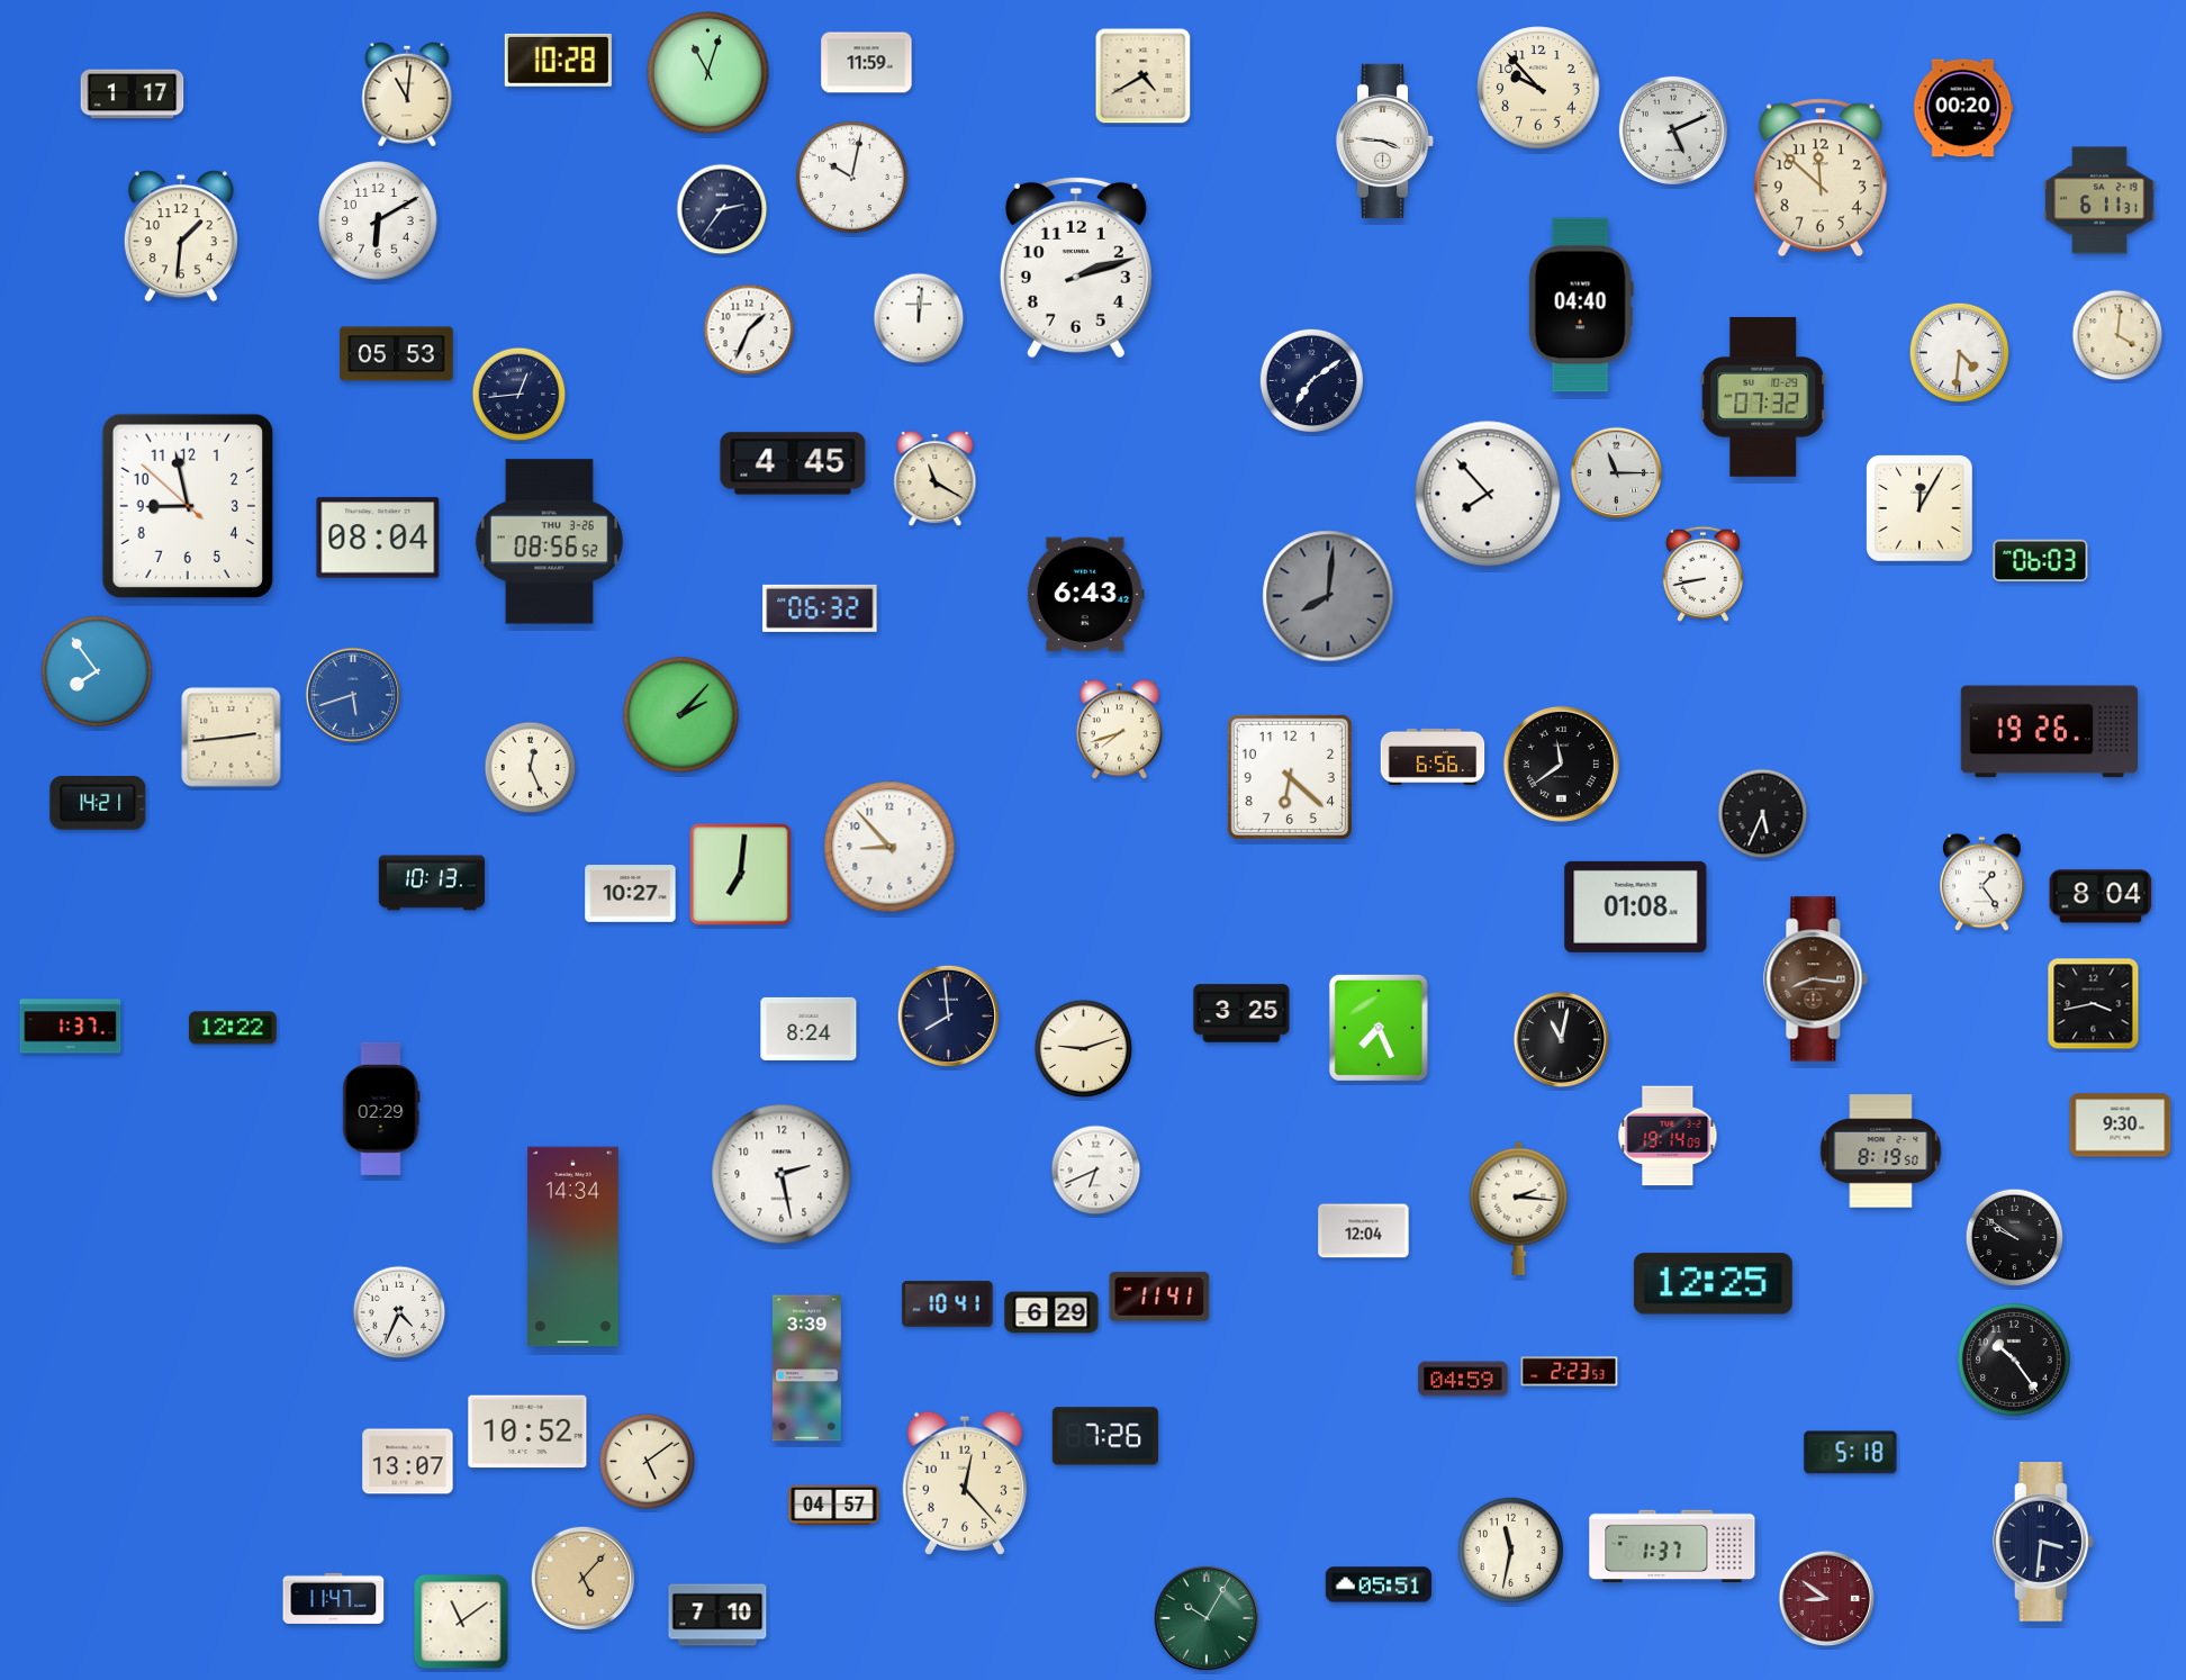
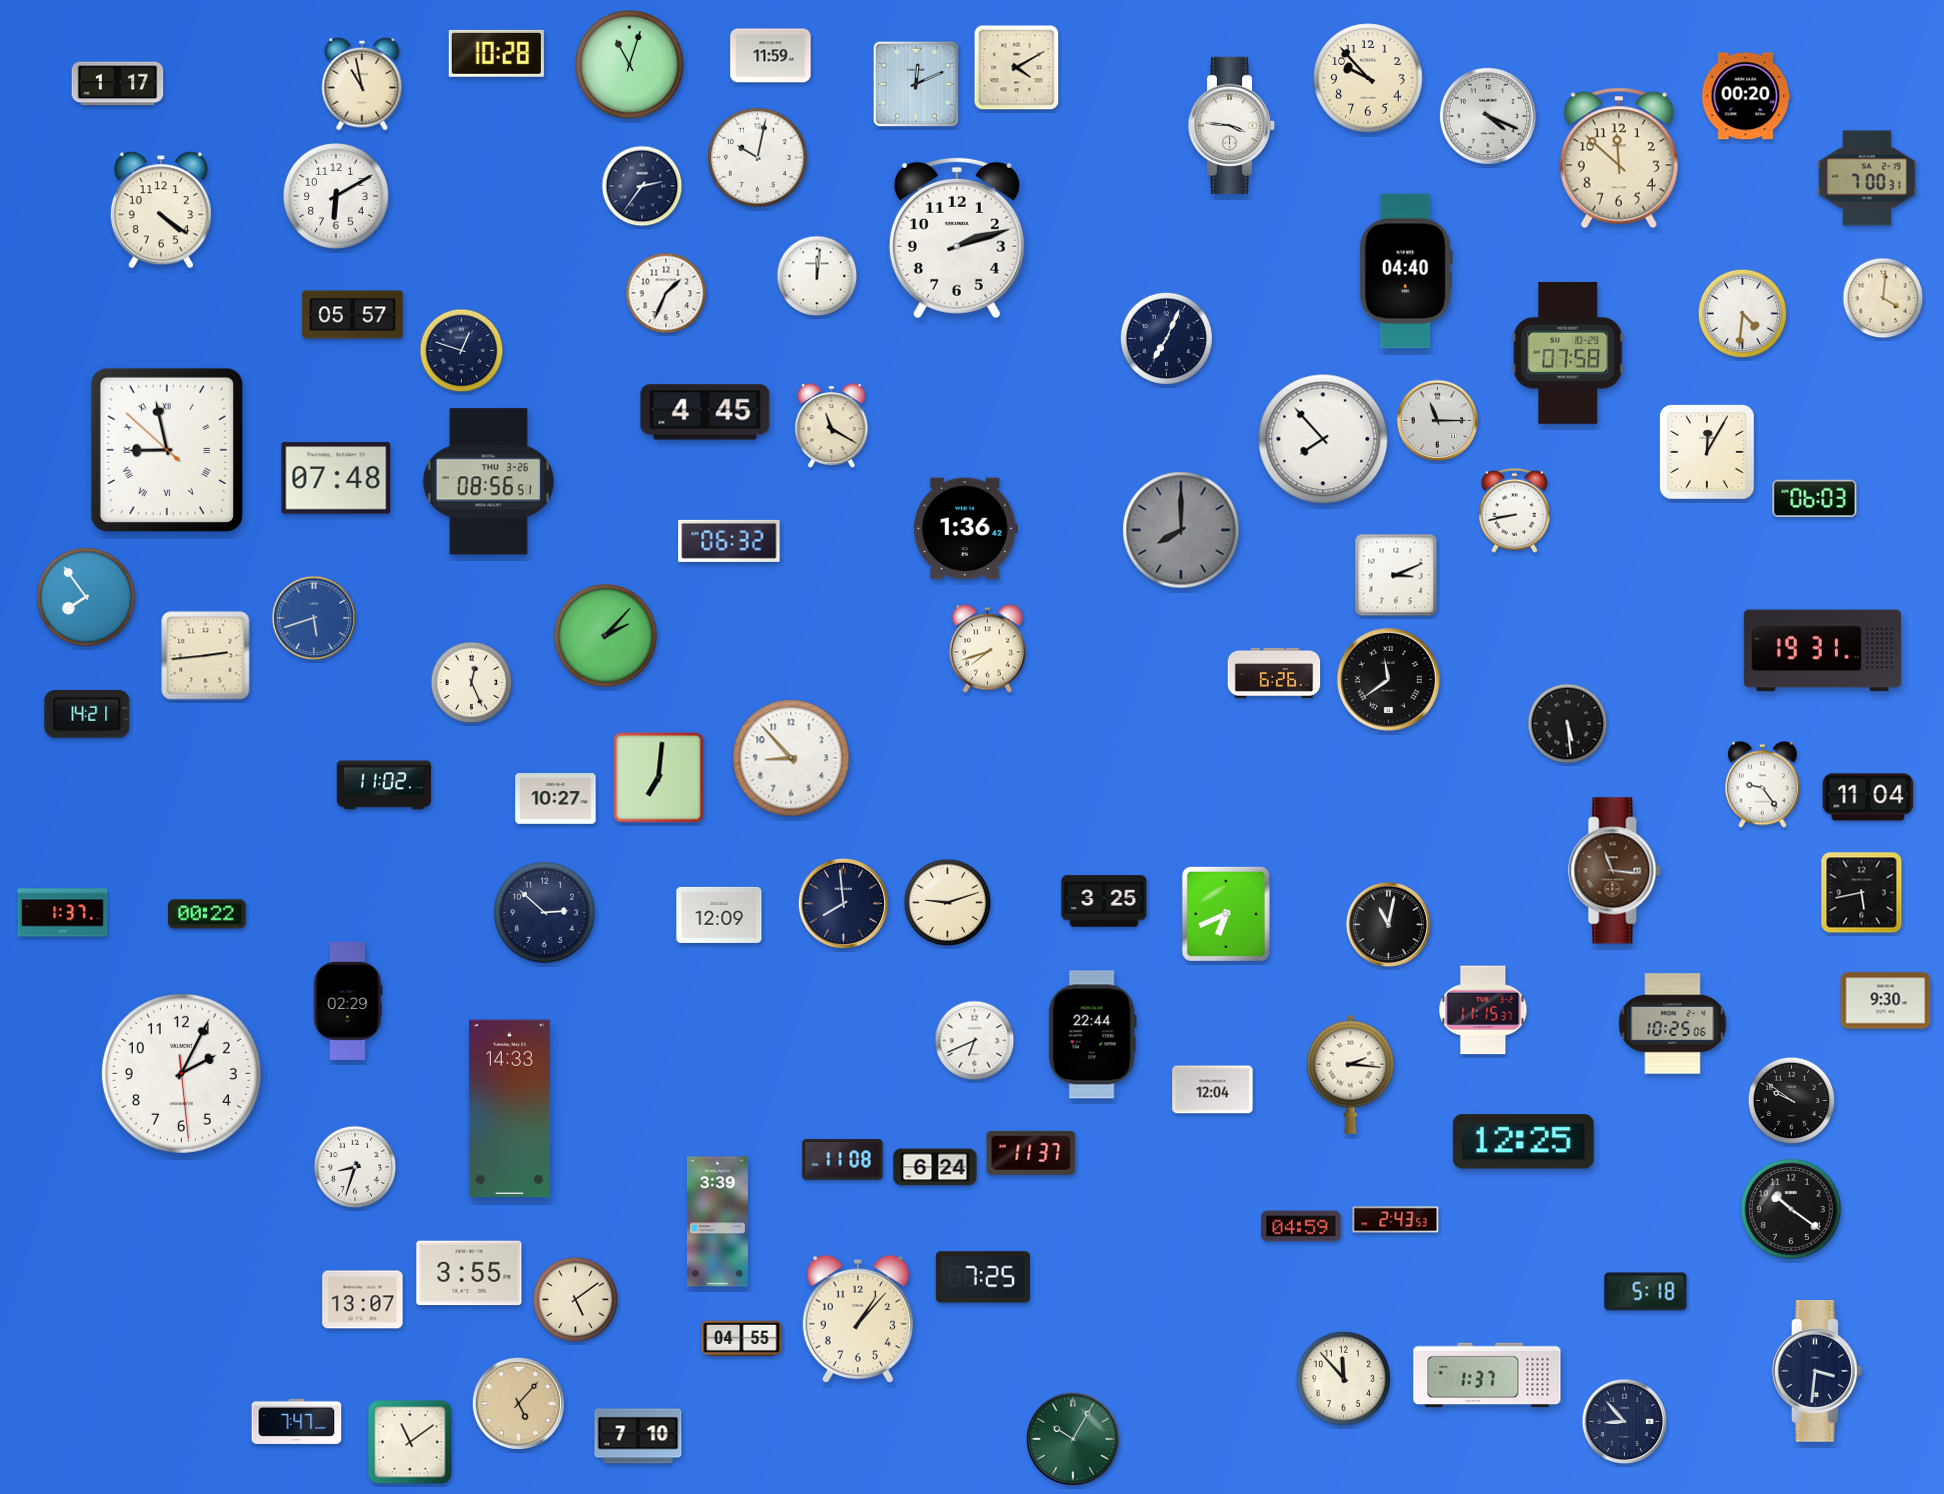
clock at (1144, 76): 4:40 -> 4:10
clock at (407, 94): 11:01 -> 10:58
clock at (916, 84): none -> 12:11
clock at (1673, 130): 5:11 -> 4:19
clock at (2099, 200): 6:11 -> 7:00
clock at (181, 236): 1:31 -> 4:21
clock at (919, 318) position: (919, 318) -> (817, 276)
clock at (397, 354): 05:53 -> 05:57
clock at (1311, 380): 7:09 -> 7:04
clock at (520, 395): 12:44 -> 12:48
clock at (1763, 397): 07:32 -> 07:58
clock at (187, 505) numerals: Arabic -> Roman
clock at (378, 538): 08:04 -> 07:48
clock at (549, 542): 08:56:52 -> 08:56:51
clock at (1085, 595): 6:43 -> 1:36
clock at (1328, 596): 8:01 -> 8:00
clock at (1396, 575): none -> 3:11
clock at (1119, 730) position: (1119, 730) -> (987, 649)
clock at (2050, 732): 19:26 -> 19:31
clock at (1433, 757): 6:56 -> 6:26
clock at (1290, 777): 6:22 -> none
clock at (1763, 814): 5:34 -> 5:29
clock at (889, 847) position: (889, 847) -> (791, 758)
clock at (431, 883): 10:13 -> 11:02
clock at (1982, 883): 1:24 -> 9:24
clock at (631, 894) position: (631, 894) -> (556, 799)
clock at (2101, 896): 8:04 -> 11:04
clock at (1636, 906): 01:08 -> none
clock at (1816, 979): 8:16 -> 11:16
clock at (2094, 1004): 3:43 -> 5:43
clock at (544, 912): none -> 2:52
clock at (233, 1028): 12:22 -> 00:22
clock at (1379, 1028): 7:26 -> 6:41
clock at (809, 1029): 8:24 -> 12:09
clock at (1084, 1049) position: (1084, 1049) -> (948, 903)
clock at (381, 1109) position: (381, 1109) -> (348, 1001)
clock at (1668, 1136): 19:14 -> 11:15
clock at (1881, 1151): 8:19 -> 10:25
clock at (1092, 1035): none -> 22:44
clock at (782, 1174): 2:28 -> none
clock at (181, 1073): none -> 2:04
clock at (1364, 1231) position: (1364, 1231) -> (1213, 1090)
clock at (572, 1247): 14:34 -> 14:33
clock at (1159, 1297): 11:41 -> 11:37
clock at (948, 1304): 10:41 -> 11:08
clock at (399, 1312): 4:34 -> 8:33
clock at (1051, 1312): 6:29 -> 6:24
clock at (2014, 1360): 10:24 -> 10:21
clock at (806, 1369) position: (806, 1369) -> (717, 1222)
clock at (1570, 1372): 2:23 -> 2:43
clock at (527, 1431): 10:52 -> 3:55
clock at (1105, 1436): 7:26 -> 7:25
clock at (965, 1483): 12:23 -> 1:07
clock at (834, 1506): 04:57 -> 04:55
clock at (1510, 1550): 11:32 -> 11:53
clock at (1379, 1584): 05:51 -> none
clock at (334, 1598): 11:47 -> 7:47
clock at (1827, 1599): 8:51 -> 8:53
clock at (1827, 1599) dial: burgundy -> navy
